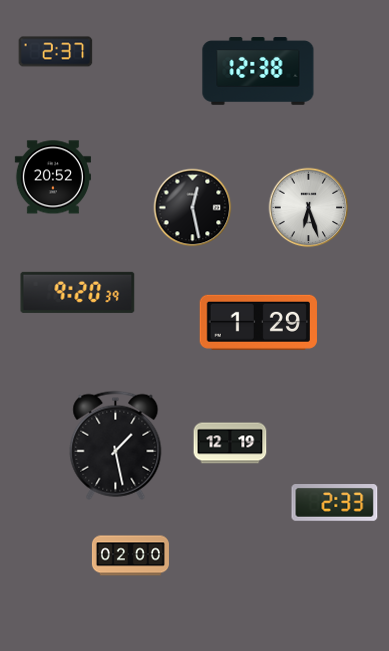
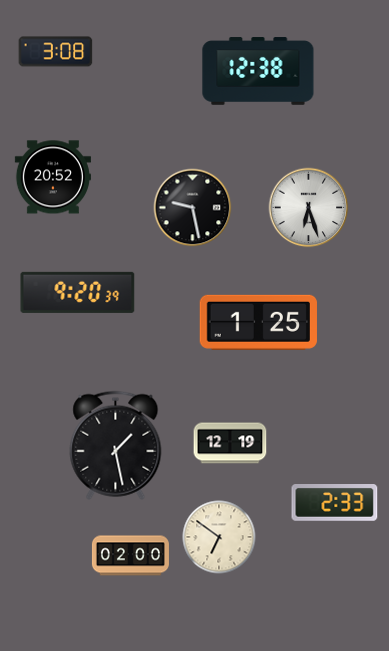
clock at (56, 52): 2:37 -> 3:08
clock at (193, 208): 12:28 -> 9:28
clock at (258, 322): 1:29 -> 1:25
clock at (219, 537): none -> 6:51
